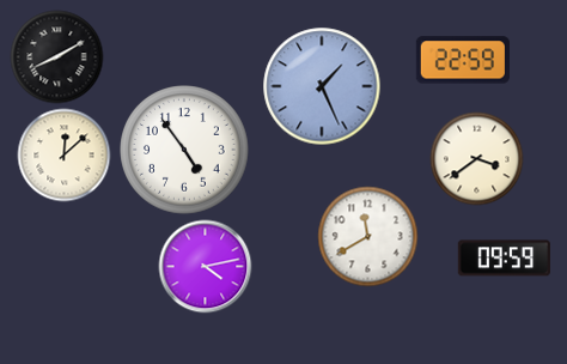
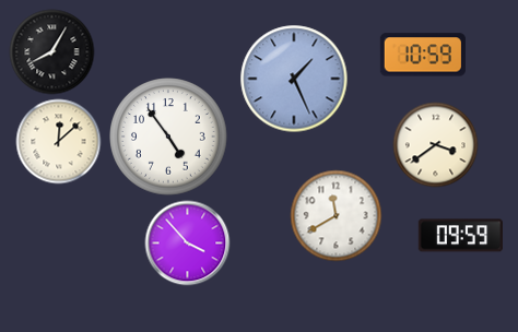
clock at (56, 56): 8:10 -> 8:05
clock at (463, 60): 22:59 -> 10:59
clock at (205, 266): 4:13 -> 3:53
